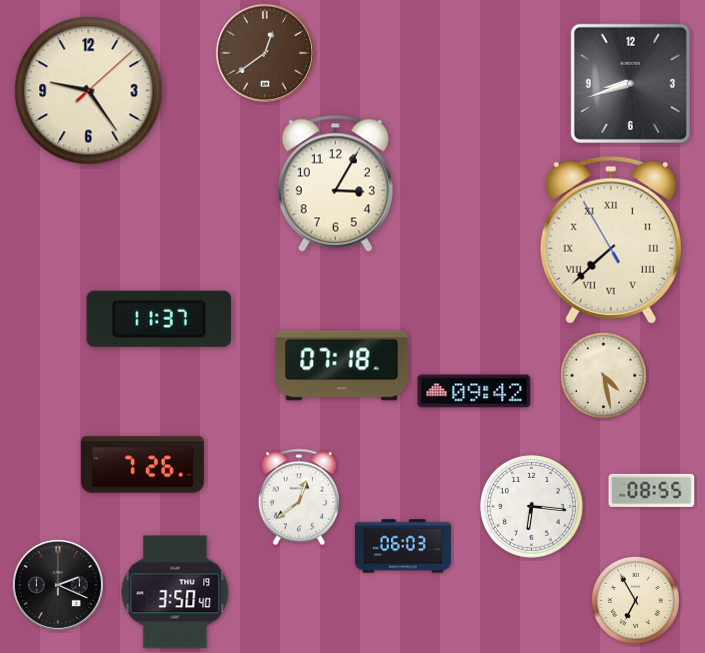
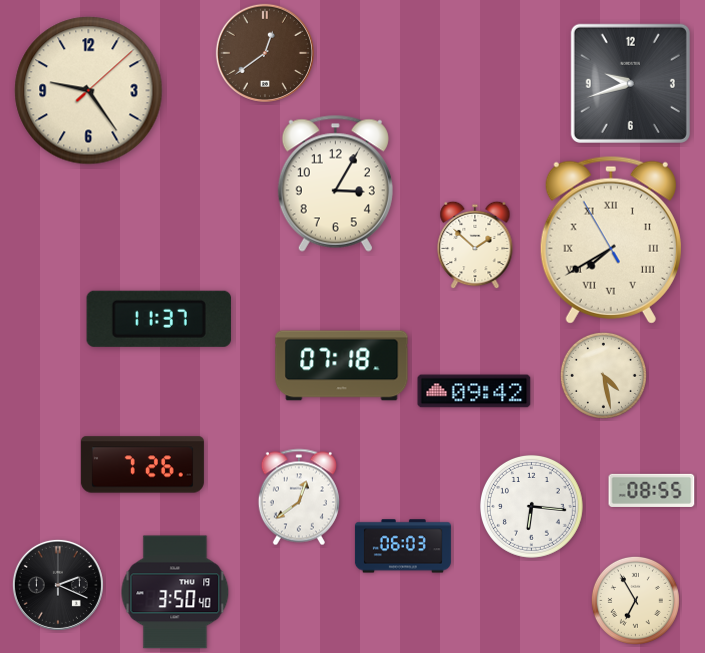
clock at (630, 83): 8:42 -> 9:42
clock at (611, 240): 7:37 -> 7:39
clock at (475, 245): none -> 1:52
